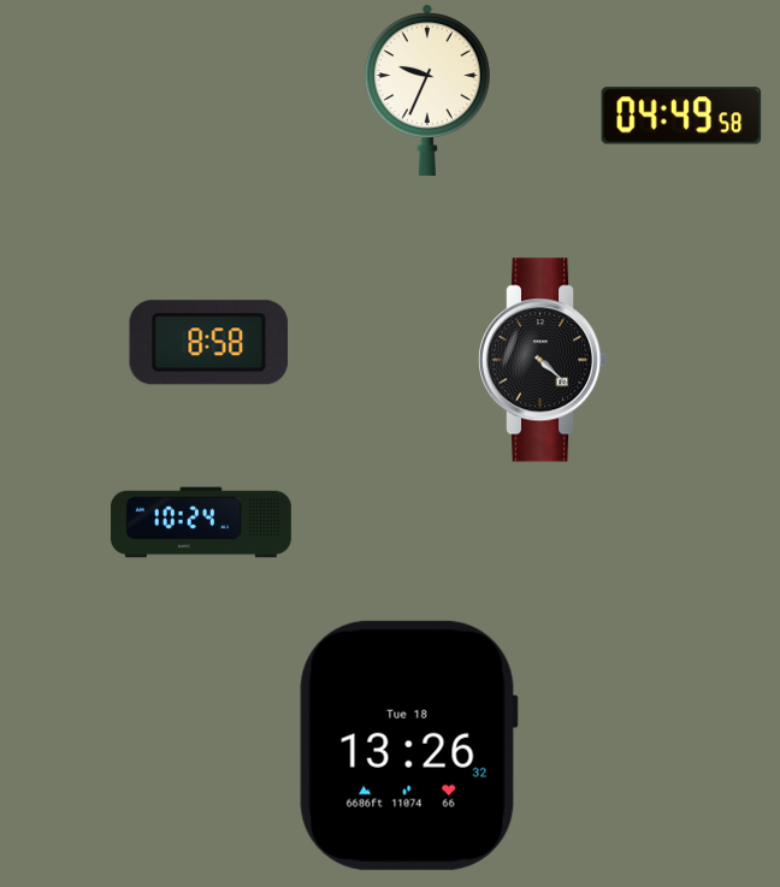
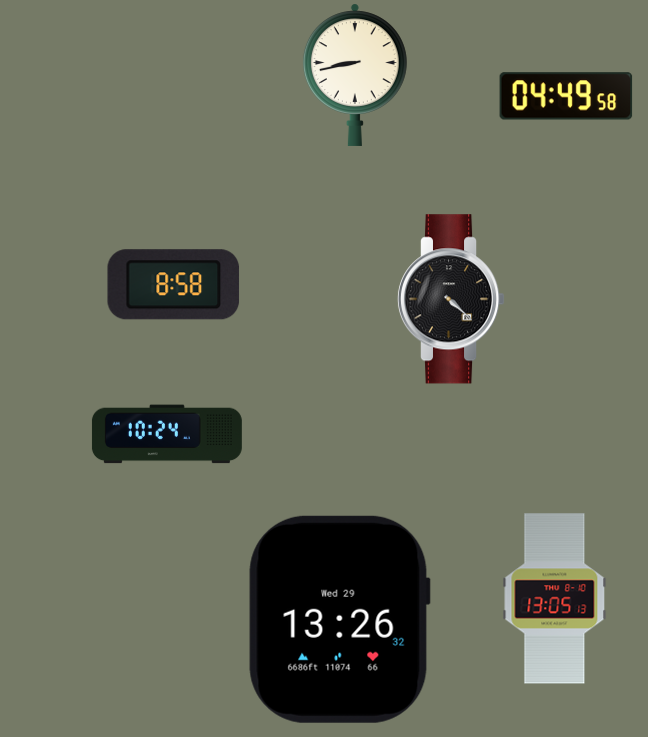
clock at (427, 90): 9:34 -> 8:43
clock at (555, 599): none -> 13:05
clock at (408, 745) date: Tue 18 -> Wed 29
